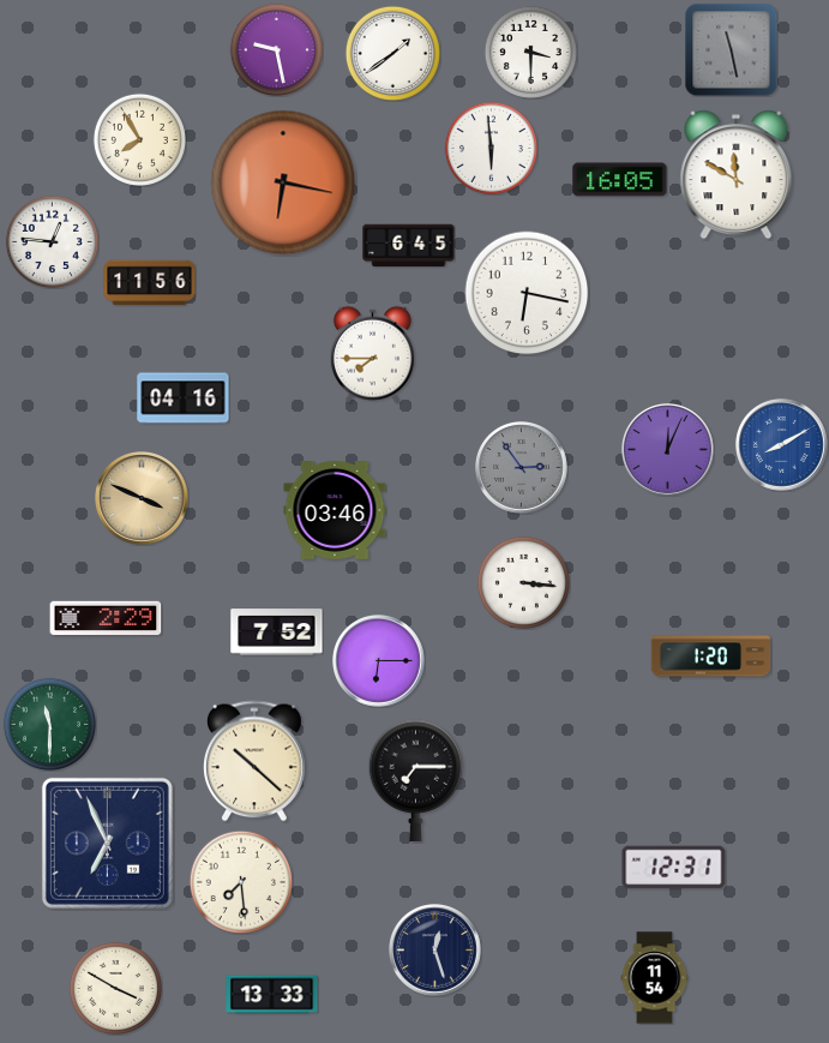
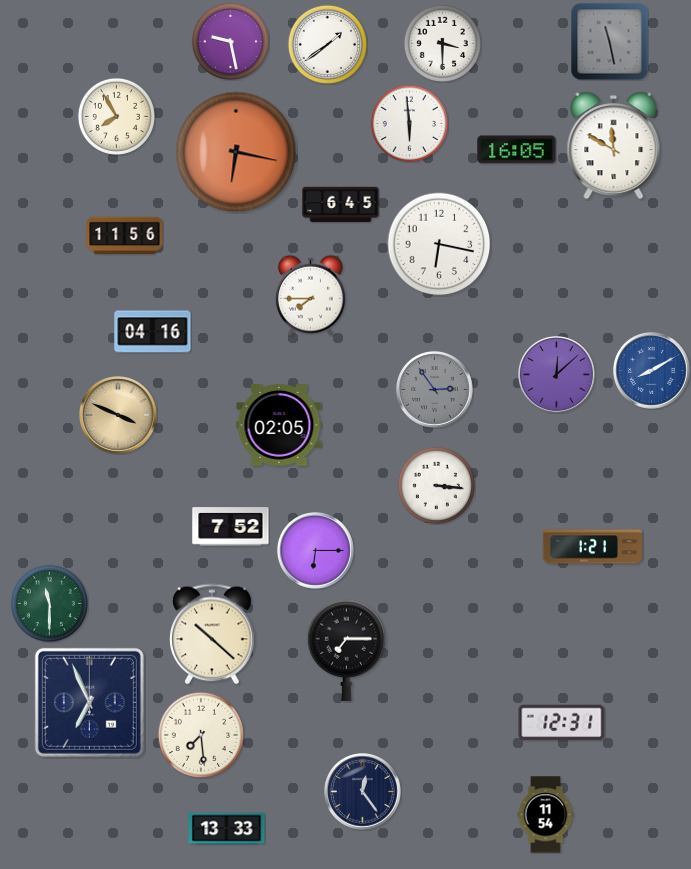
clock at (52, 241): 12:46 -> none
clock at (668, 450): 12:04 -> 12:08
clock at (335, 511): 03:46 -> 02:05
clock at (106, 617): 2:29 -> none
clock at (711, 657): 1:20 -> 1:21
clock at (49, 724) position: (49, 724) -> (49, 603)
clock at (435, 951): 12:27 -> 12:24
clock at (115, 988): 3:50 -> none
